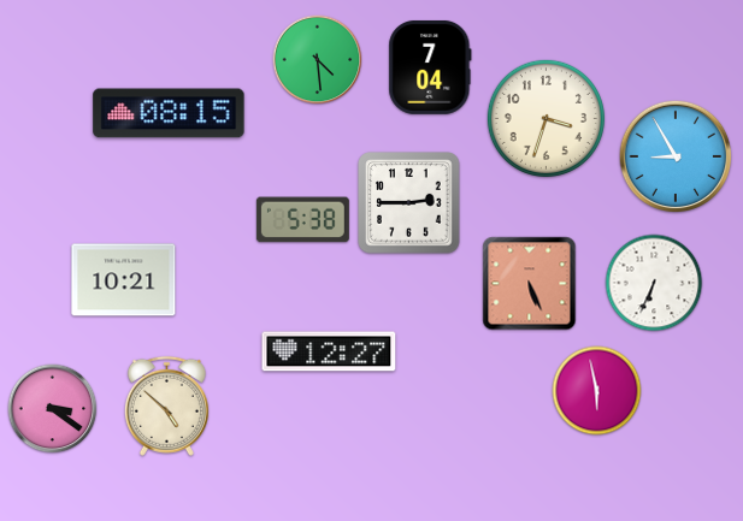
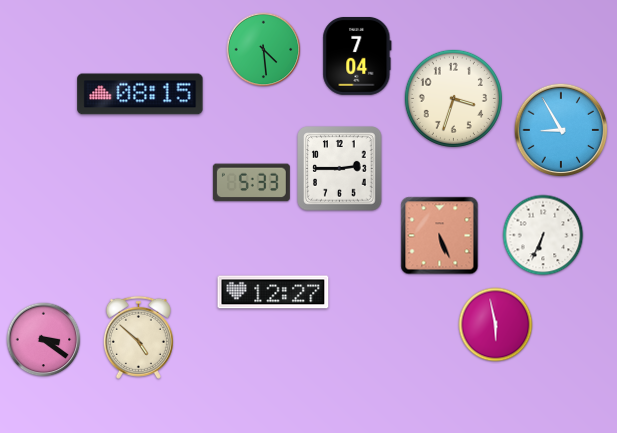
clock at (302, 220): 5:38 -> 5:33
clock at (124, 280): 10:21 -> none
